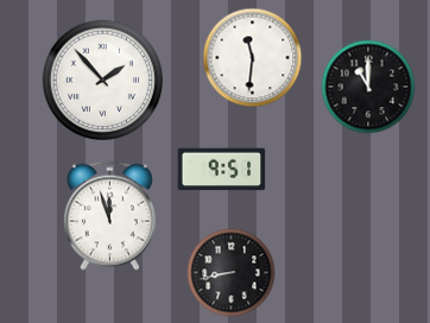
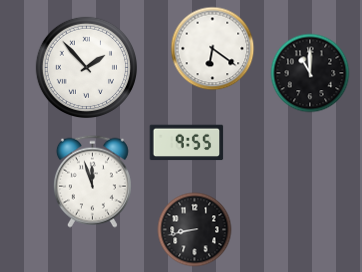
clock at (253, 58): 11:31 -> 6:21
clock at (222, 170): 9:51 -> 9:55
